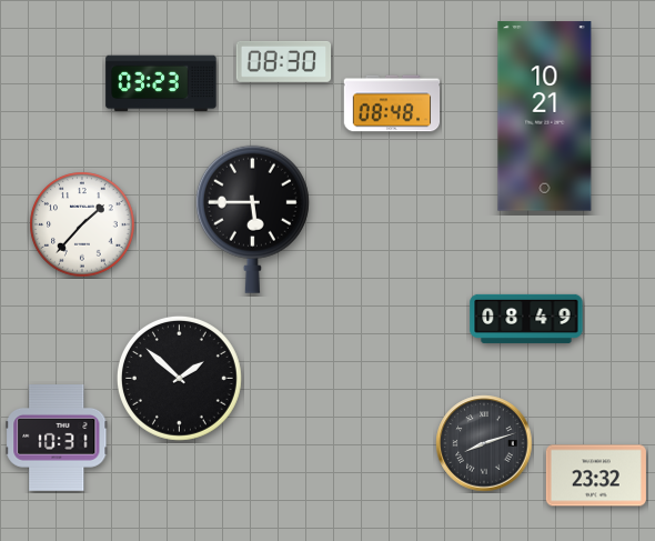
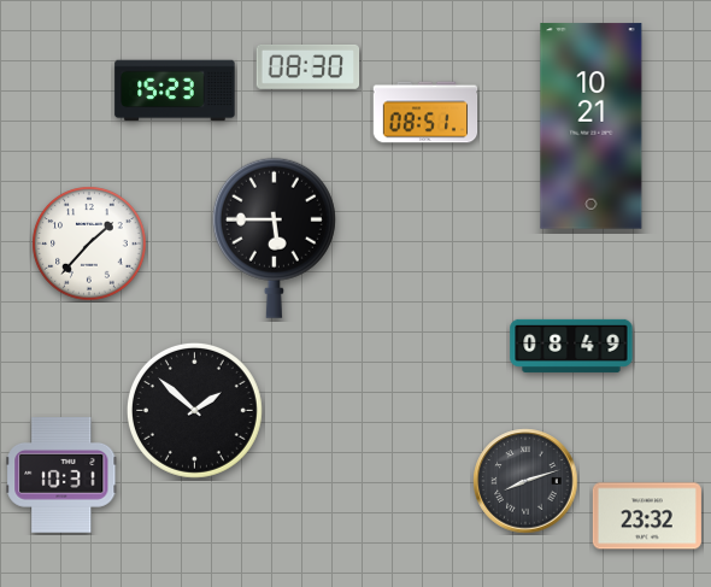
clock at (161, 83): 03:23 -> 15:23
clock at (392, 103): 08:48 -> 08:51
